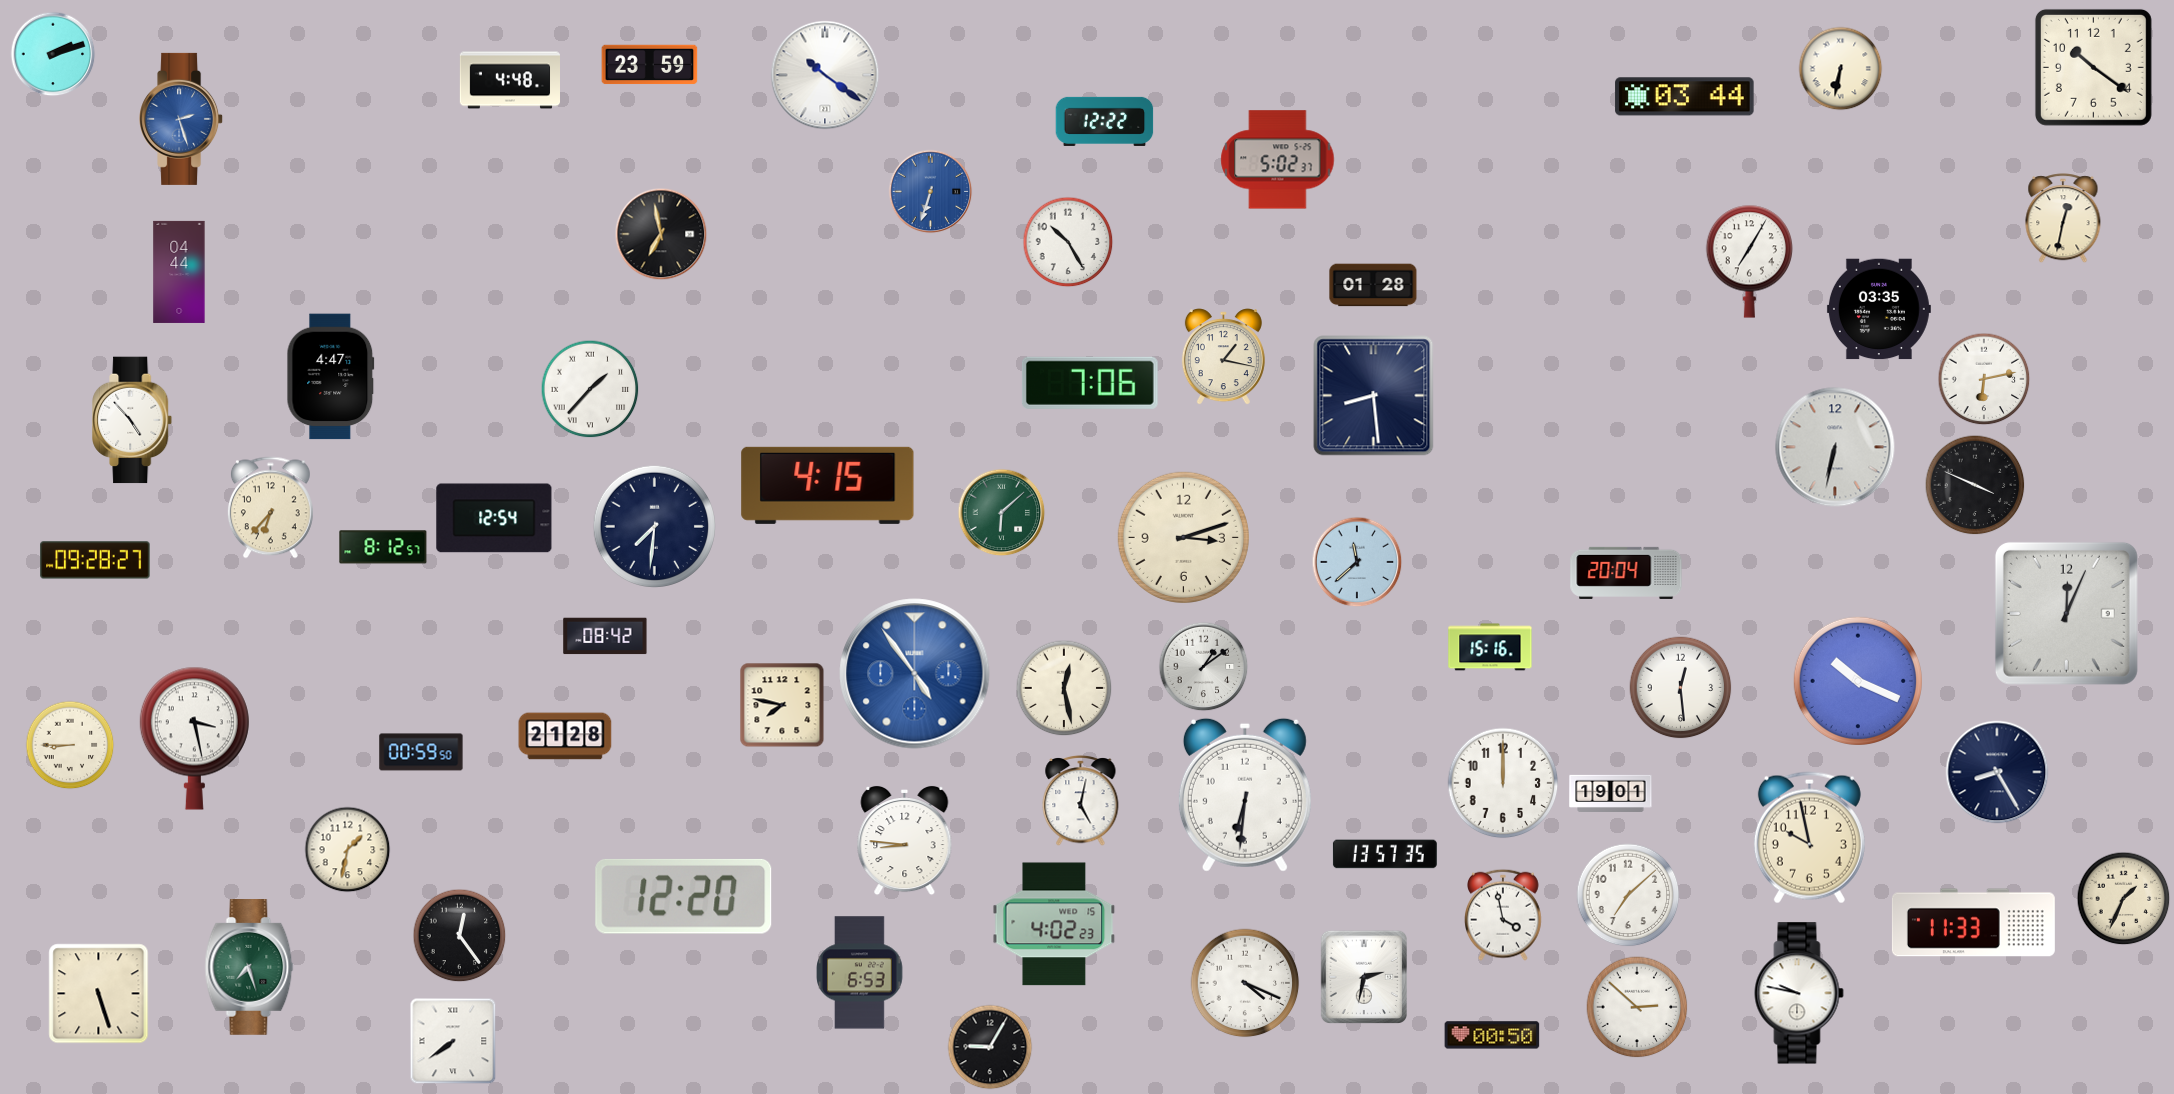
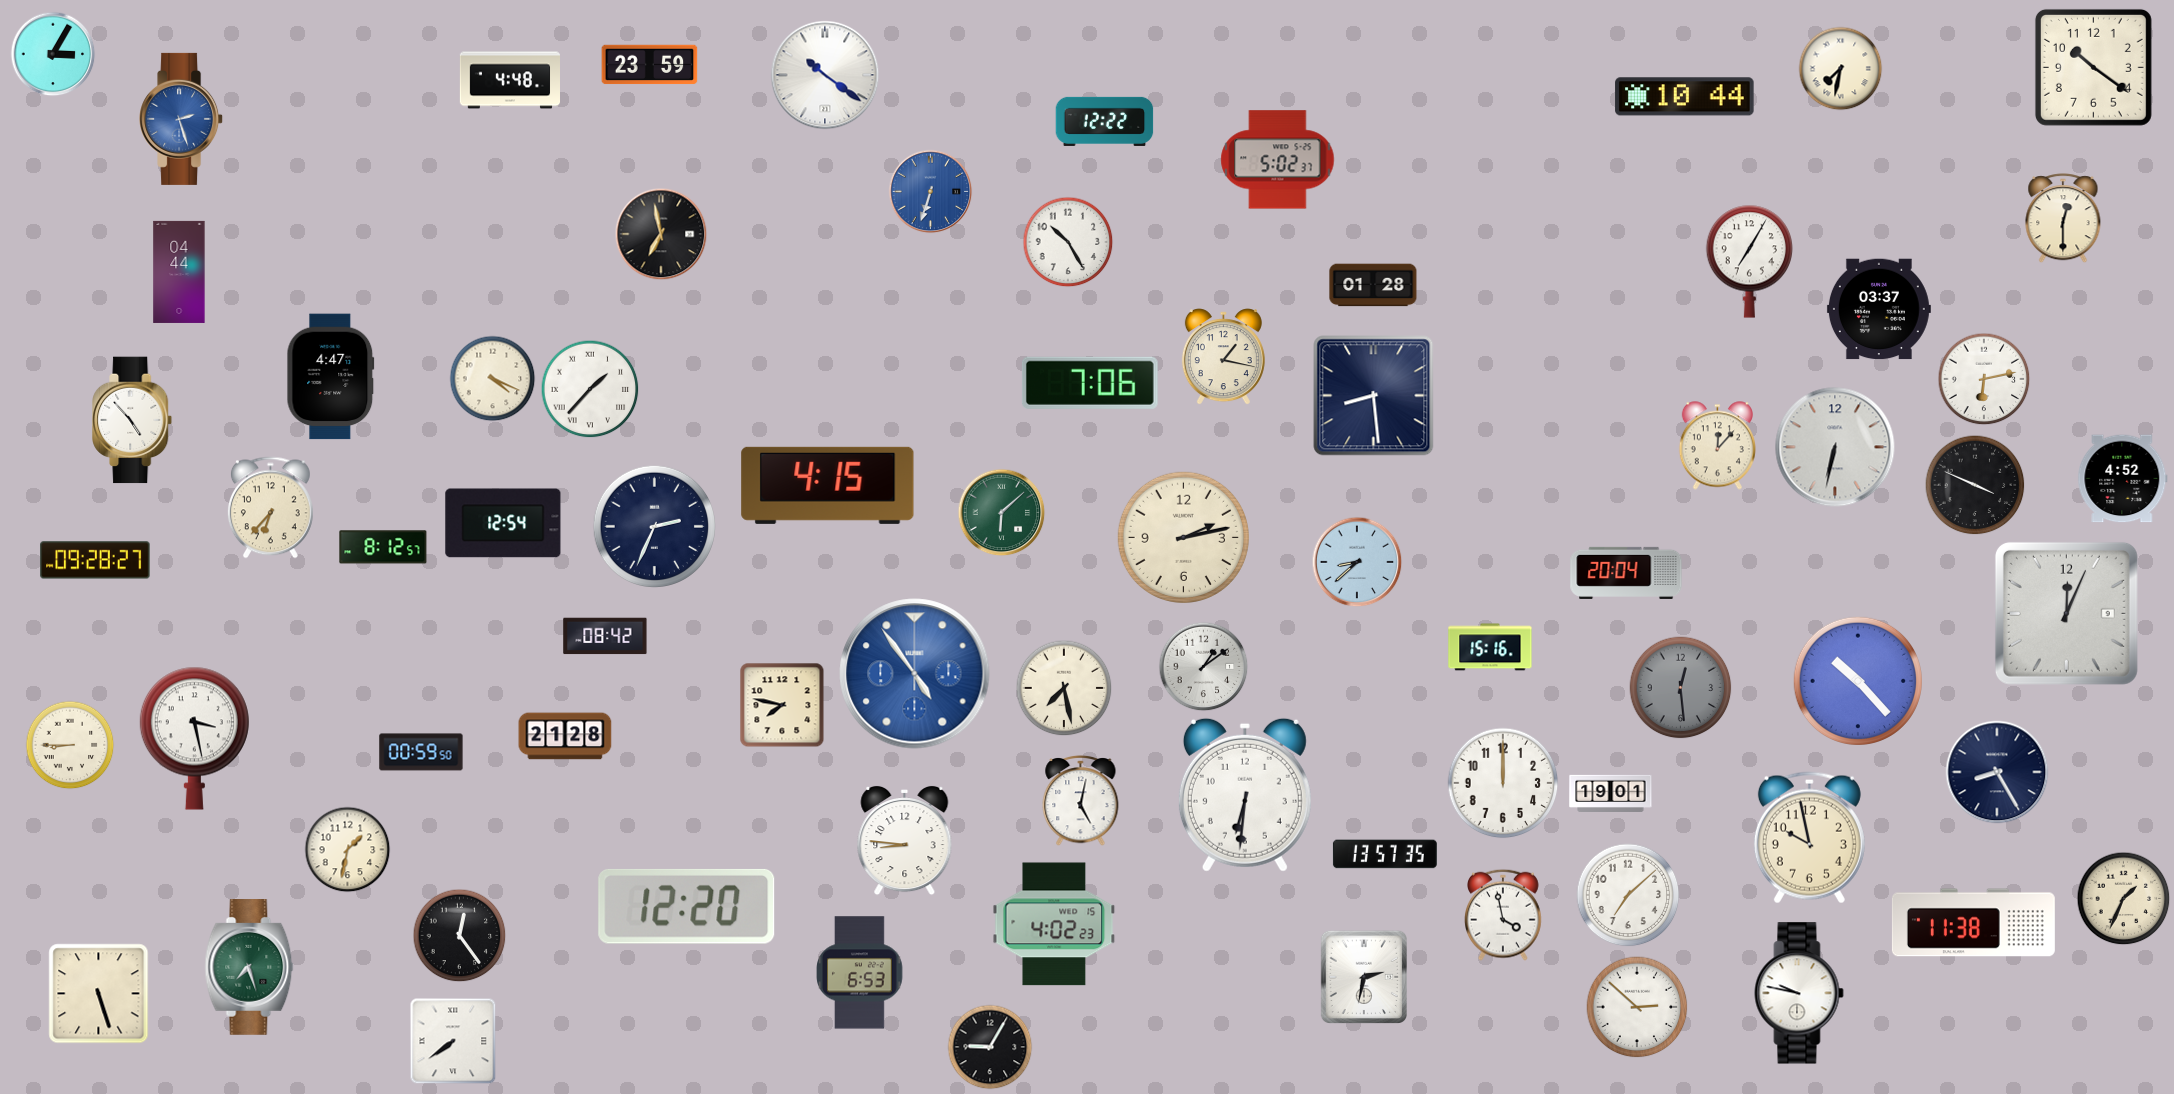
clock at (53, 54): 2:12 -> 3:05
clock at (1841, 69): 6:32 -> 7:32
clock at (1685, 97): 03:44 -> 10:44
clock at (2063, 219): 12:32 -> 12:30
clock at (1879, 309): 03:35 -> 03:37
clock at (493, 379): none -> 4:19
clock at (1717, 446): none -> 12:07
clock at (2123, 479): none -> 4:52
clock at (494, 518) position: (494, 518) -> (503, 523)
clock at (654, 526): 7:31 -> 2:34
clock at (1183, 537): 3:12 -> 2:13
clock at (1357, 562): 11:38 -> 8:38
clock at (1858, 681): 10:19 -> 10:23
clock at (1064, 688): 12:28 -> 7:28
clock at (1681, 688) dial: white -> grey
clock at (684, 896) position: (684, 896) -> (687, 906)
clock at (1973, 923): 11:33 -> 11:38
clock at (1245, 983): 4:19 -> none
clock at (1492, 1035): 00:50 -> none
